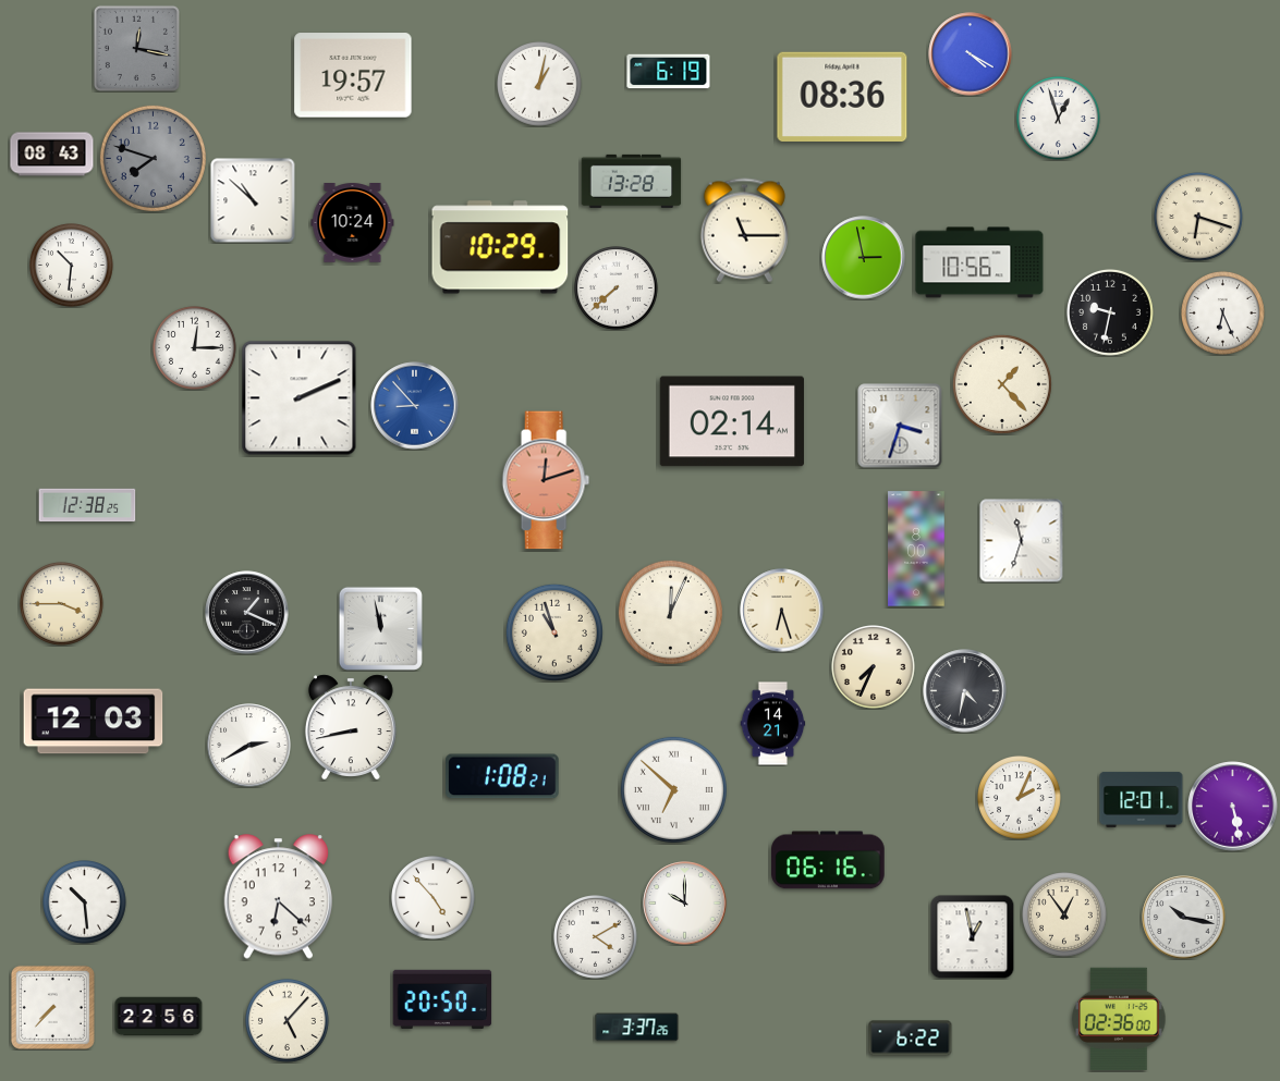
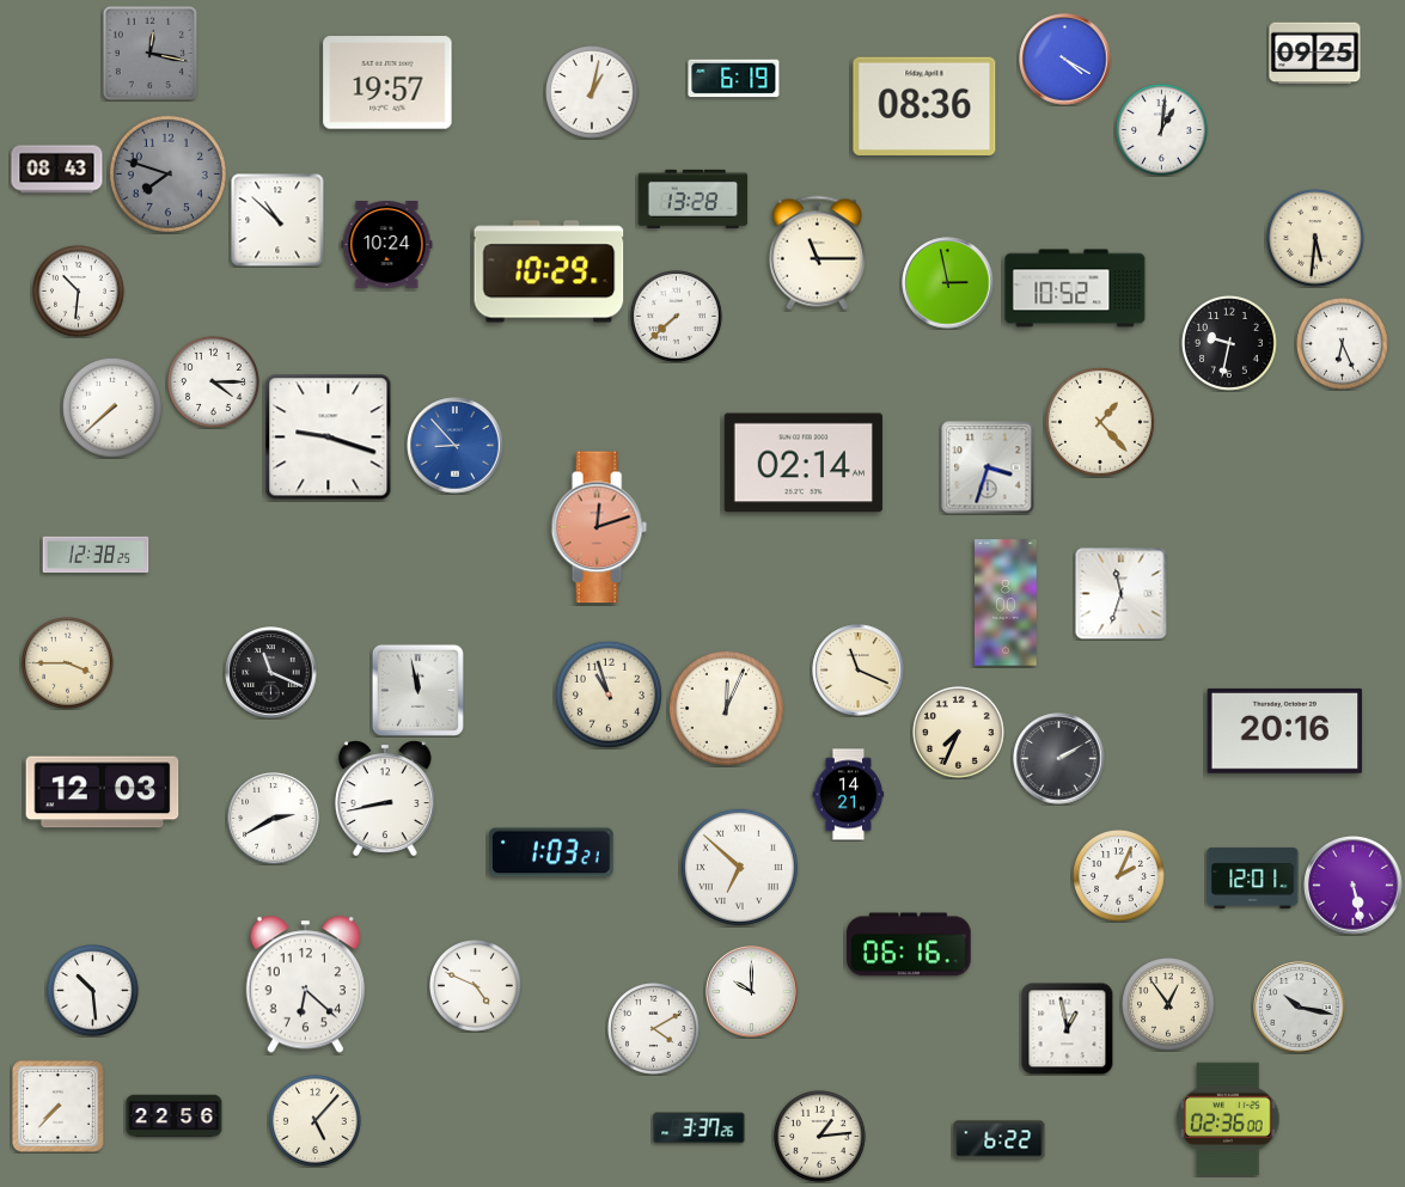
clock at (1315, 54): none -> 09:25
clock at (1059, 119): 12:57 -> 1:01
clock at (1198, 217): 6:18 -> 5:31
clock at (979, 262): 10:56 -> 10:52
clock at (1110, 312) position: (1110, 312) -> (1229, 343)
clock at (195, 348): 12:15 -> 4:15
clock at (112, 408): none -> 7:38
clock at (300, 398): 2:11 -> 9:18
clock at (782, 611): 6:27 -> 11:19
clock at (670, 612) position: (670, 612) -> (726, 708)
clock at (247, 613): 1:19 -> 11:19
clock at (1285, 730): none -> 20:16
clock at (965, 691): 4:32 -> 2:10
clock at (503, 776): 1:08 -> 1:03
clock at (434, 898): 4:53 -> 4:49
clock at (442, 999): 20:50 -> none
clock at (820, 1137): none -> 1:14
